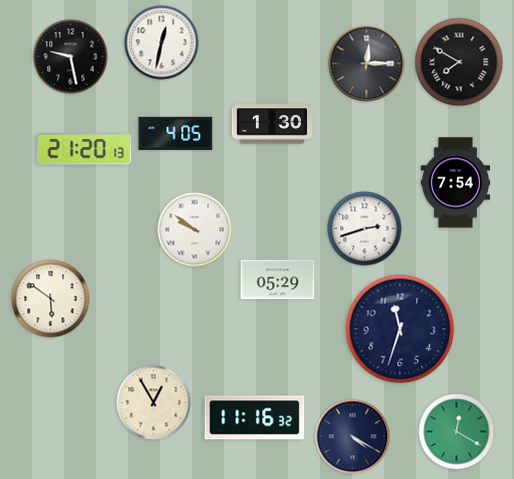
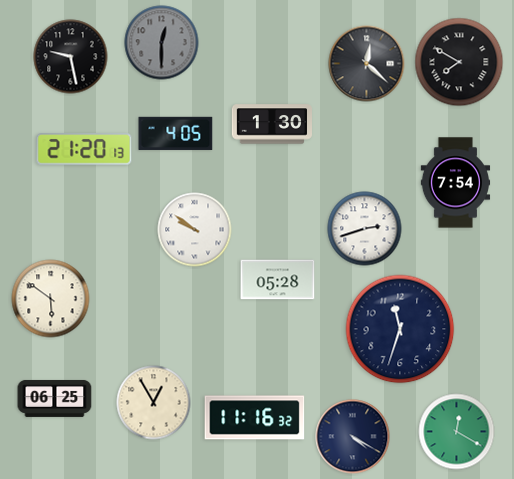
clock at (162, 43): 12:32 -> 12:30
clock at (162, 43) dial: white -> grey
clock at (367, 64): 12:15 -> 12:22
clock at (278, 280): 05:29 -> 05:28
clock at (55, 398): none -> 06:25
